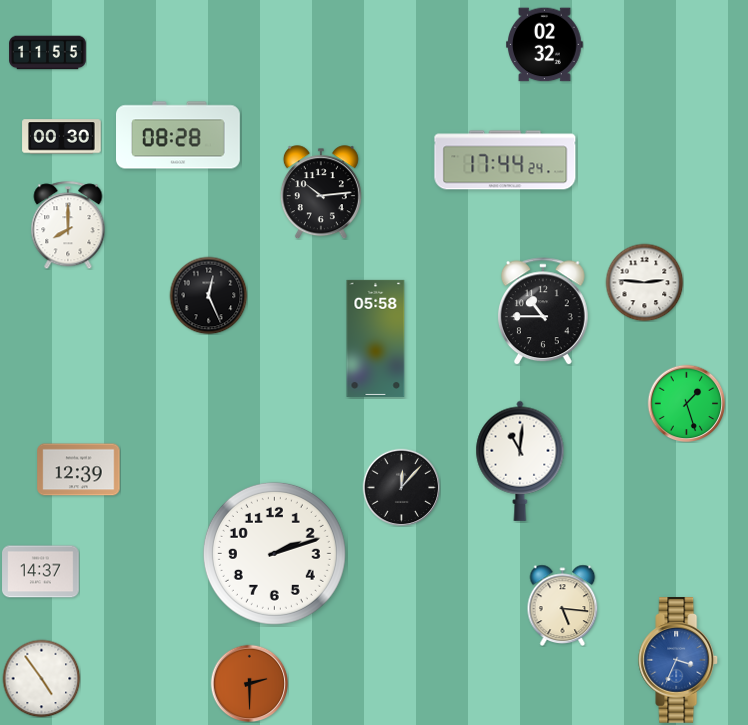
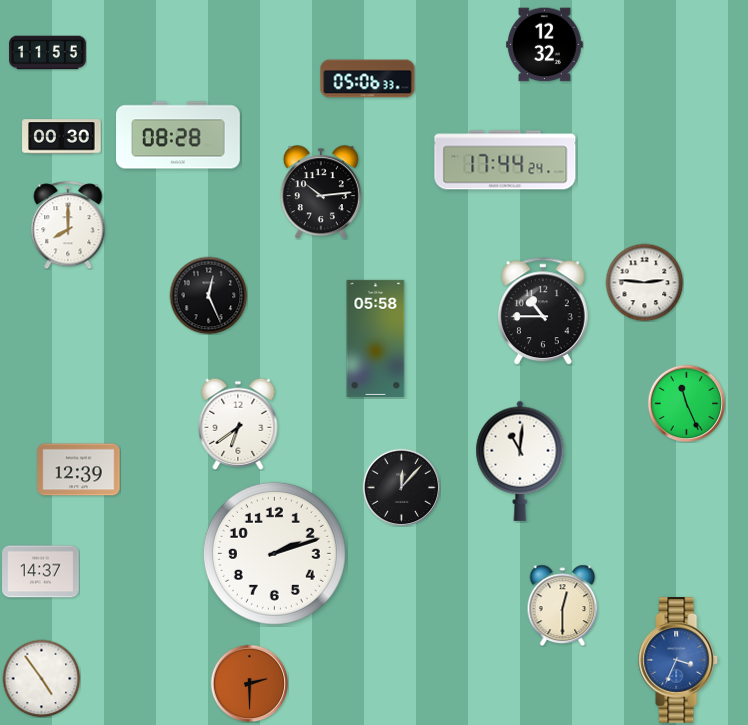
clock at (545, 45): 02:32 -> 12:32
clock at (368, 79): none -> 05:06
clock at (686, 403): 1:27 -> 11:26
clock at (238, 424): none -> 6:39
clock at (563, 605): 5:16 -> 12:30
